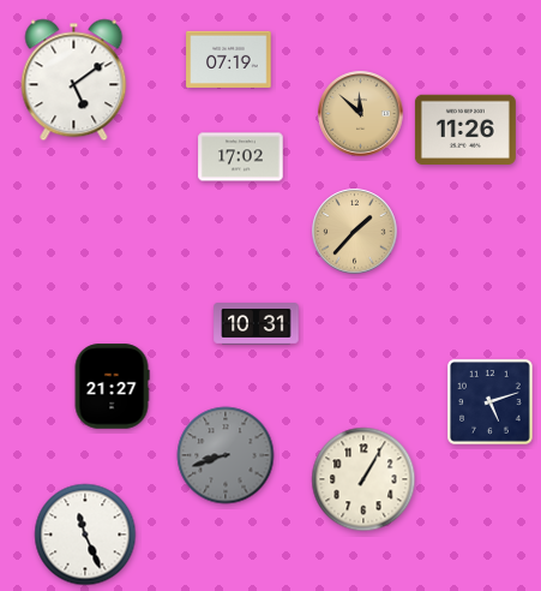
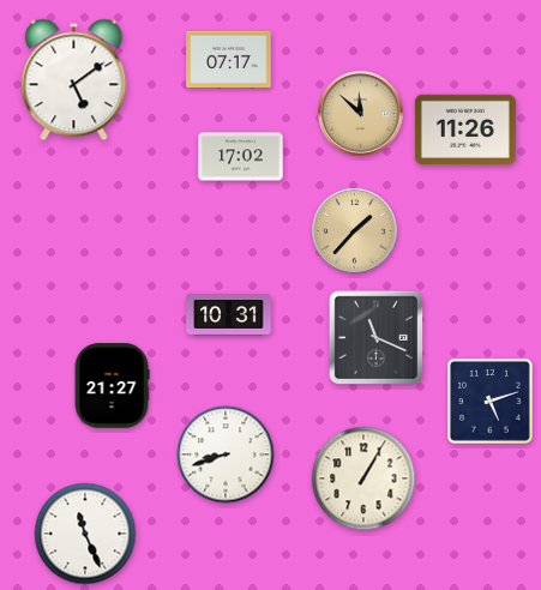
clock at (229, 59): 07:19 -> 07:17
clock at (257, 324) position: (257, 324) -> (229, 315)
clock at (375, 337): none -> 11:19
clock at (226, 455) dial: grey -> white
